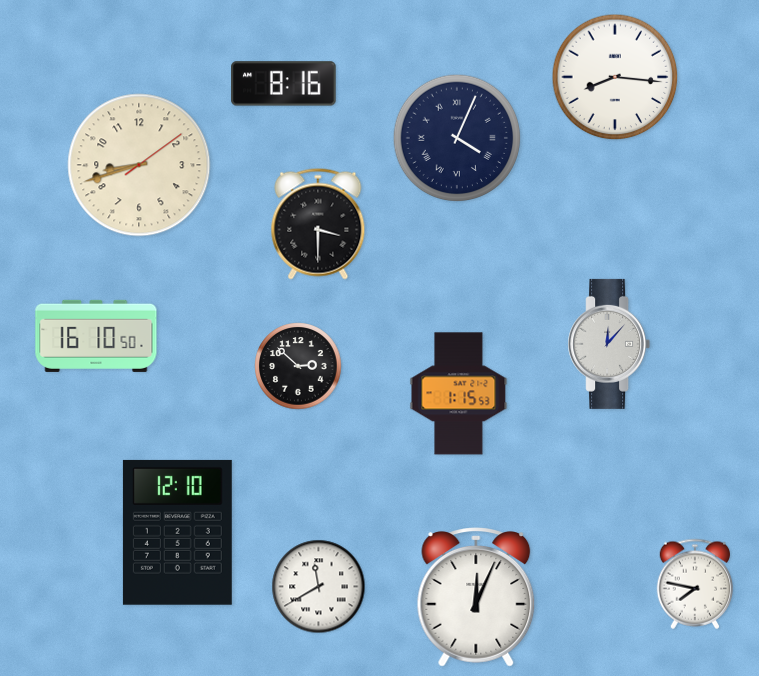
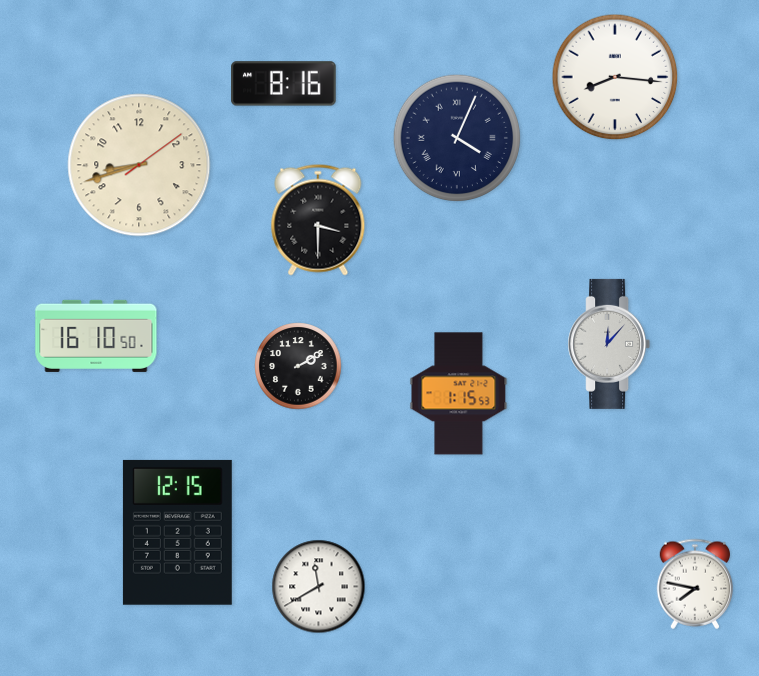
clock at (318, 224) position: (318, 224) -> (318, 220)
clock at (298, 366): 2:52 -> 2:10
clock at (177, 532): 12:10 -> 12:15
clock at (476, 597): 12:04 -> none
